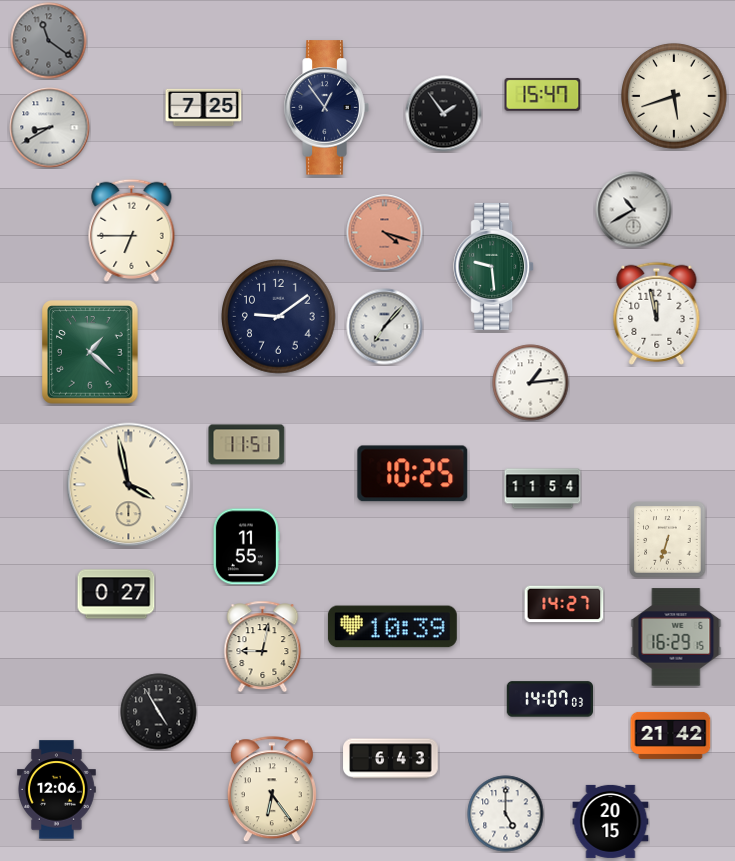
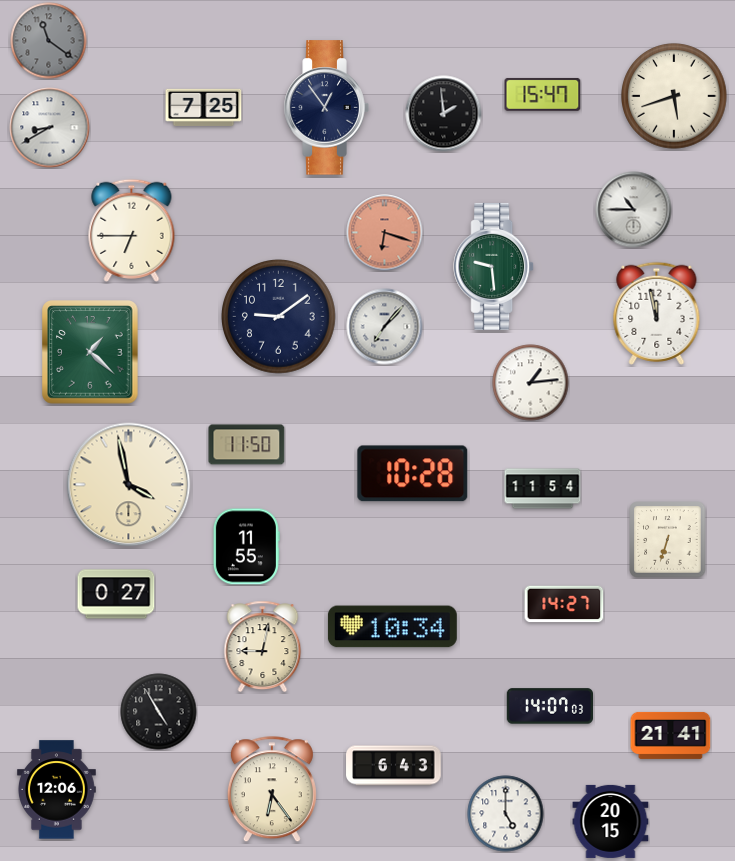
clock at (444, 114): 1:54 -> 1:59
clock at (634, 210): 10:40 -> 10:45
clock at (385, 233): 4:18 -> 6:18
clock at (247, 445): 11:51 -> 11:50
clock at (413, 474): 10:25 -> 10:28
clock at (392, 627): 10:39 -> 10:34
clock at (676, 637): 16:29 -> none
clock at (549, 699) position: (549, 699) -> (549, 706)
clock at (671, 735): 21:42 -> 21:41
clock at (391, 759) position: (391, 759) -> (394, 766)
